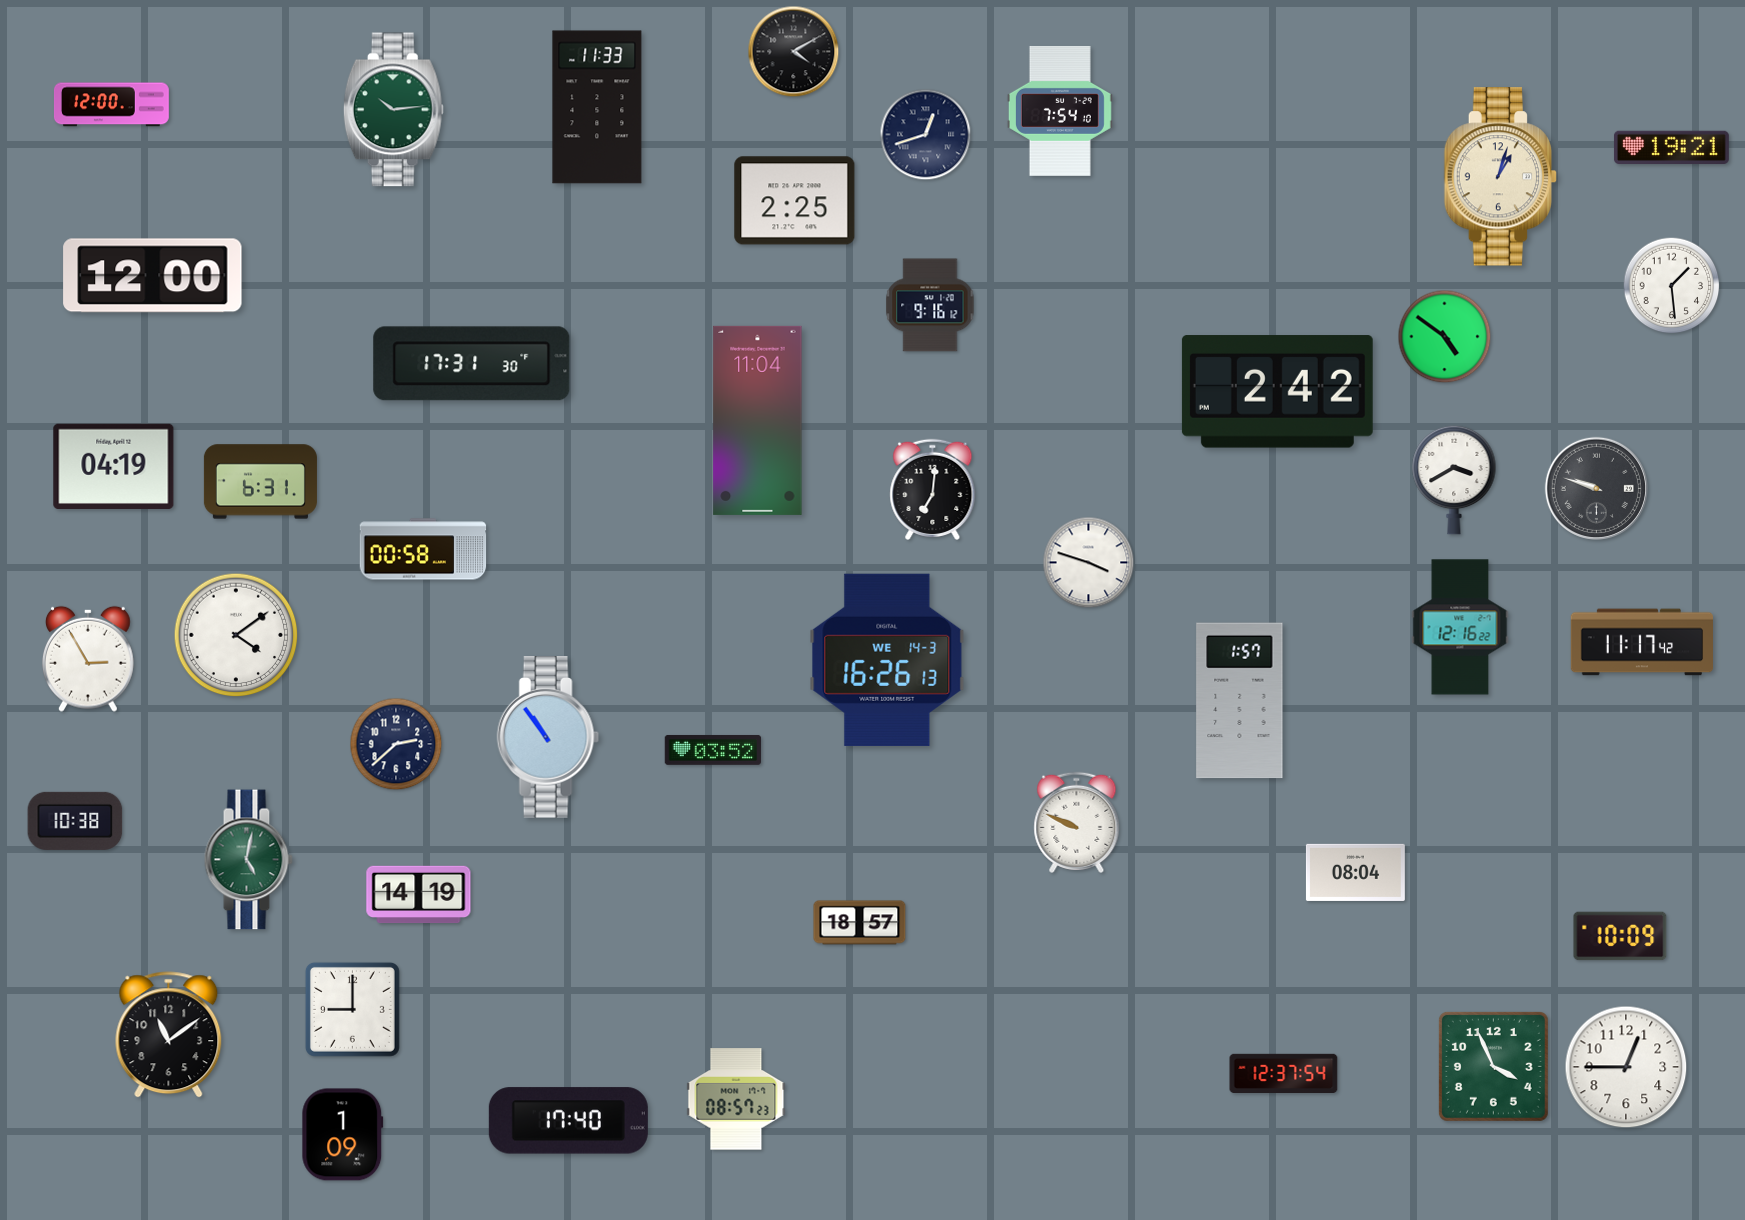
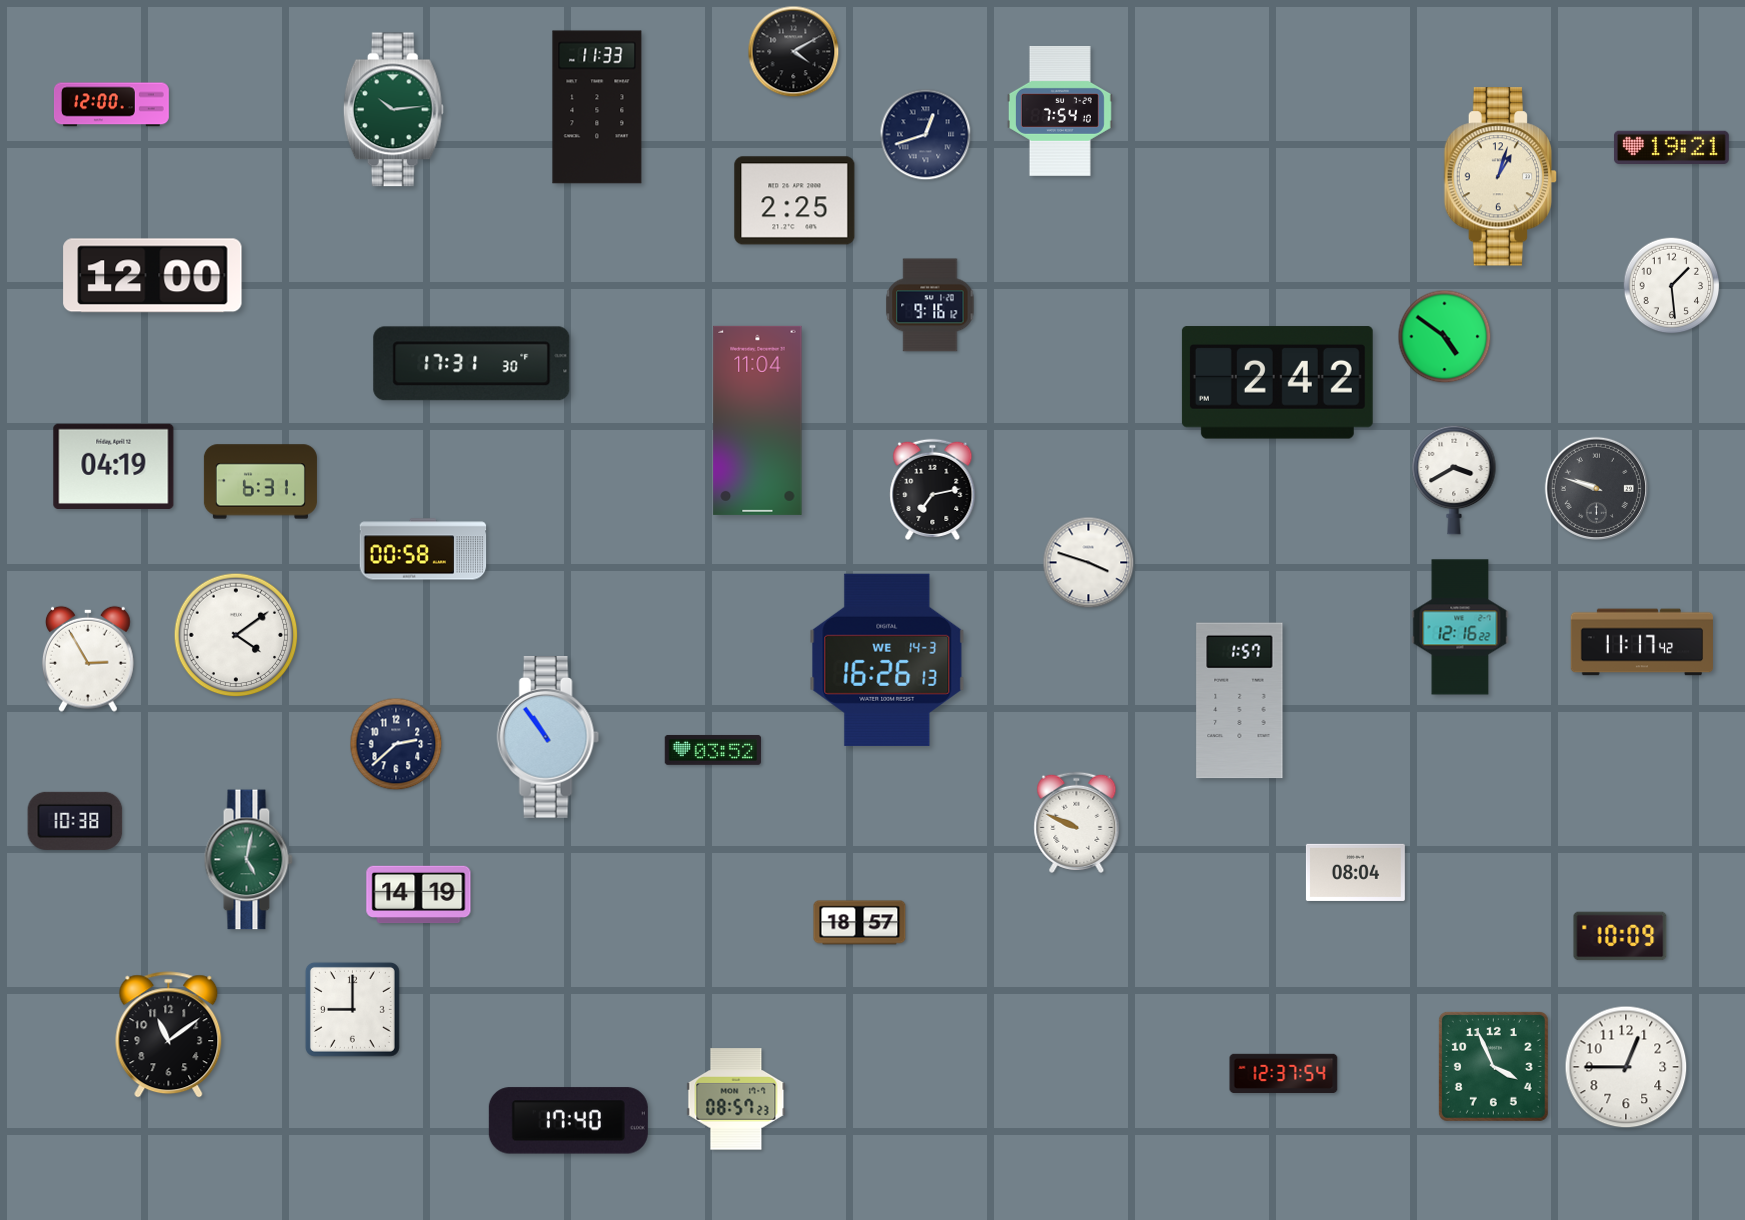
clock at (1277, 392) position: (1277, 392) -> (1277, 383)
clock at (933, 489): 7:01 -> 7:13
clock at (343, 1135): 1:09 -> none
